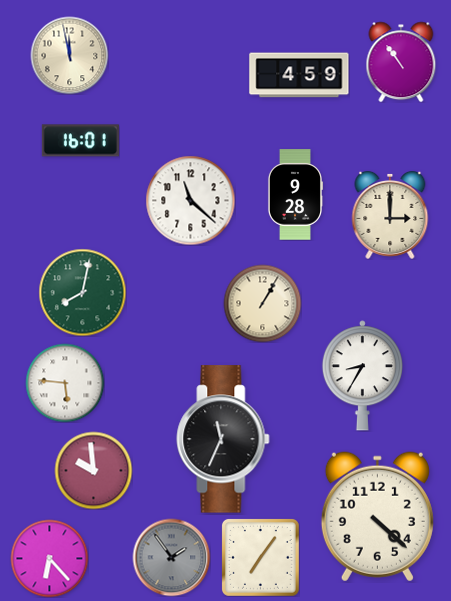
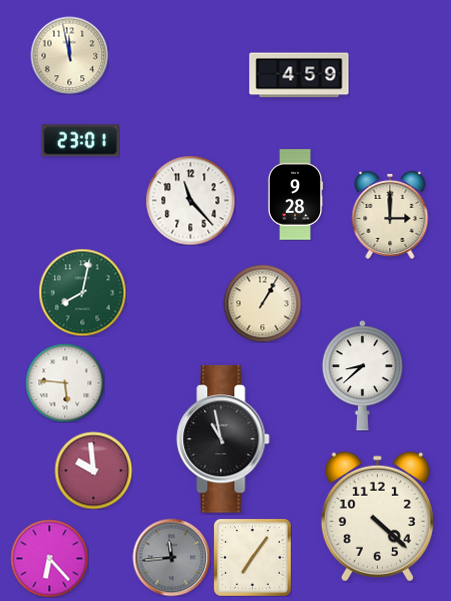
clock at (401, 62): 10:54 -> none
clock at (80, 141): 16:01 -> 23:01
clock at (190, 200): 11:22 -> 11:23
clock at (362, 376): 8:35 -> 8:38
clock at (223, 439): 11:34 -> 10:58
clock at (171, 557): 1:54 -> 11:44
clock at (260, 557) position: (260, 557) -> (252, 557)
